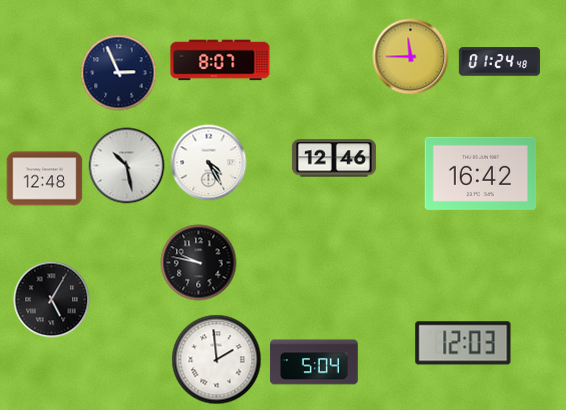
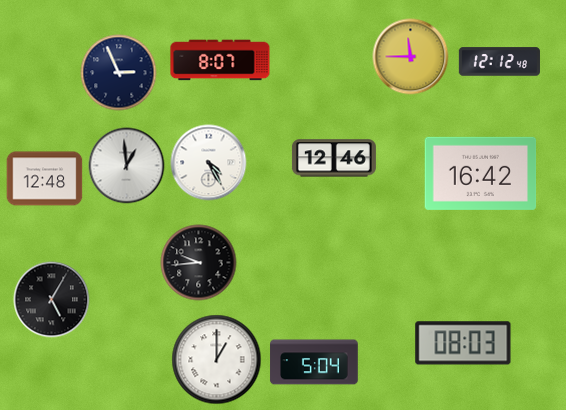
clock at (499, 62): 01:24 -> 12:12
clock at (127, 166): 10:28 -> 12:59
clock at (199, 263): 9:47 -> 9:44
clock at (463, 343): 12:03 -> 08:03
clock at (217, 360): 1:59 -> 1:00
